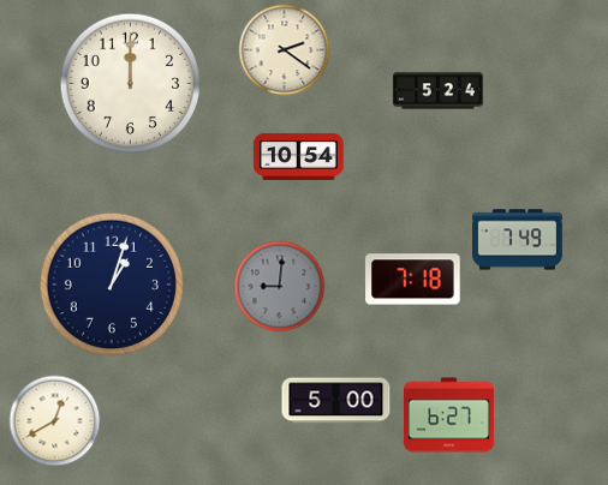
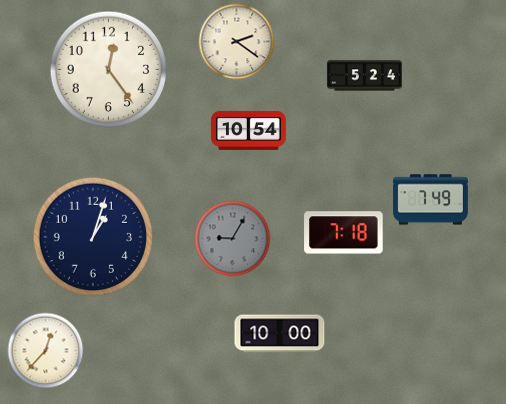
clock at (130, 84): 12:00 -> 12:24
clock at (280, 287): 9:01 -> 9:05
clock at (336, 401): 5:00 -> 10:00
clock at (449, 415): 6:27 -> none
clock at (55, 421): 12:40 -> 12:37
